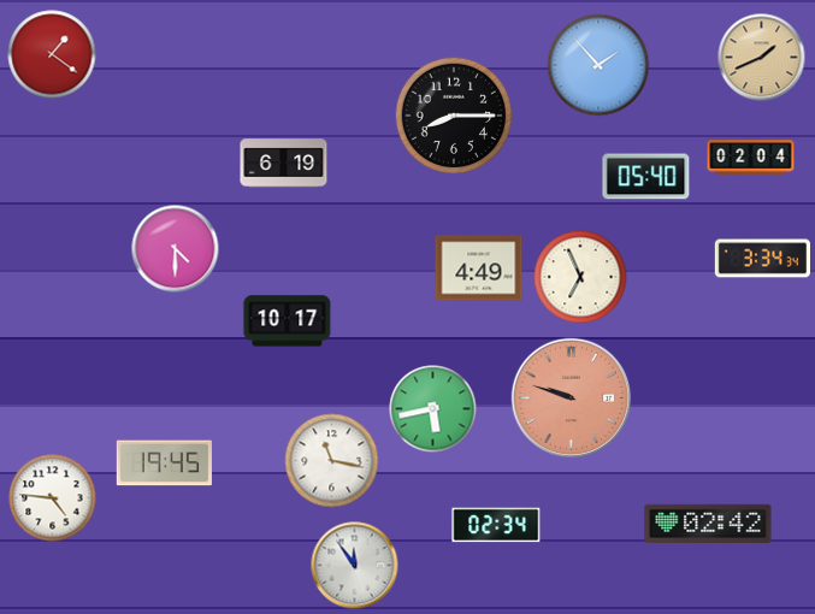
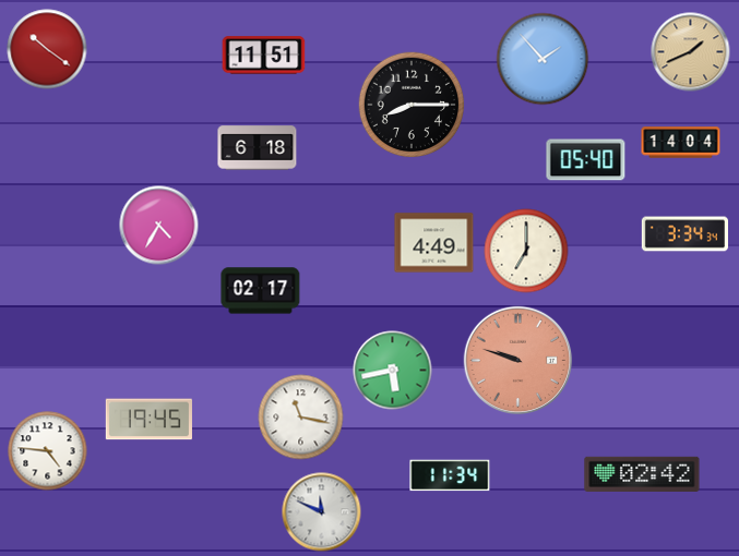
clock at (52, 54): 1:21 -> 10:21
clock at (264, 56): none -> 11:51
clock at (751, 158): 02:04 -> 14:04
clock at (284, 164): 6:19 -> 6:18
clock at (176, 249): 4:30 -> 4:35
clock at (762, 259) position: (762, 259) -> (684, 234)
clock at (580, 277): 6:56 -> 7:00
clock at (288, 321): 10:17 -> 02:17
clock at (496, 525): 02:34 -> 11:34
clock at (355, 566): 11:54 -> 11:49
